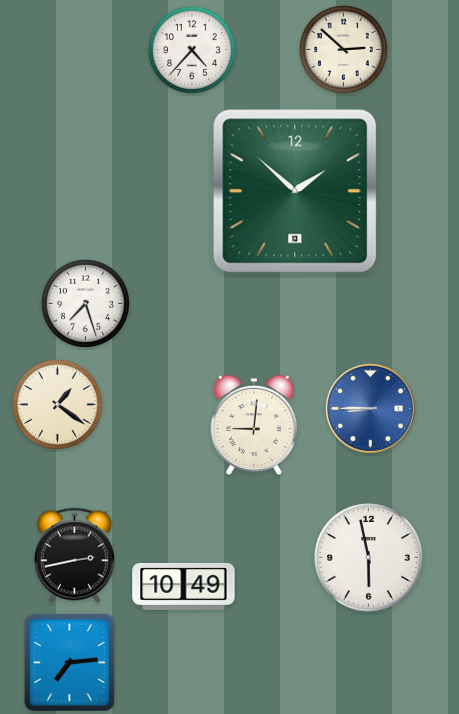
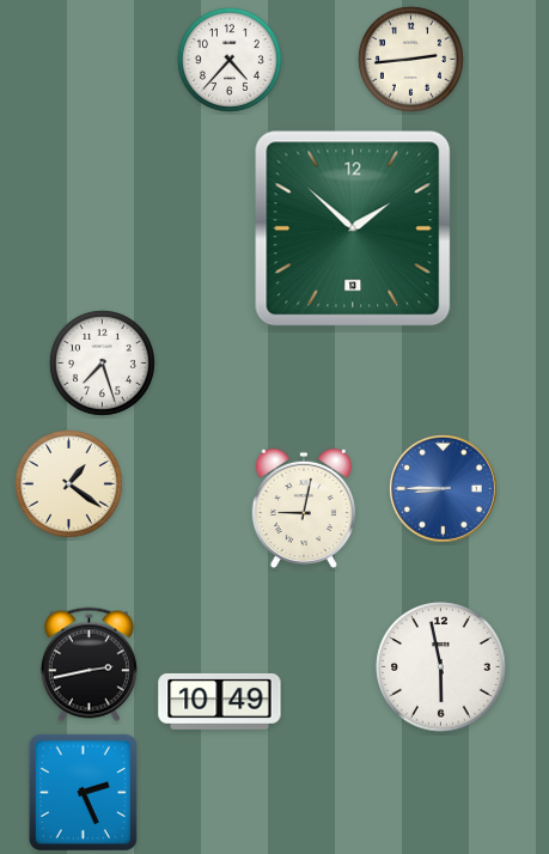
clock at (343, 49): 2:52 -> 2:44
clock at (253, 425): 9:01 -> 9:02
clock at (69, 662): 7:14 -> 2:26
